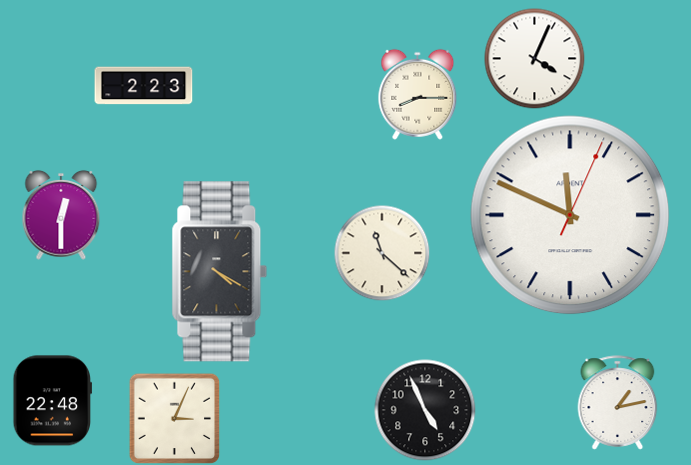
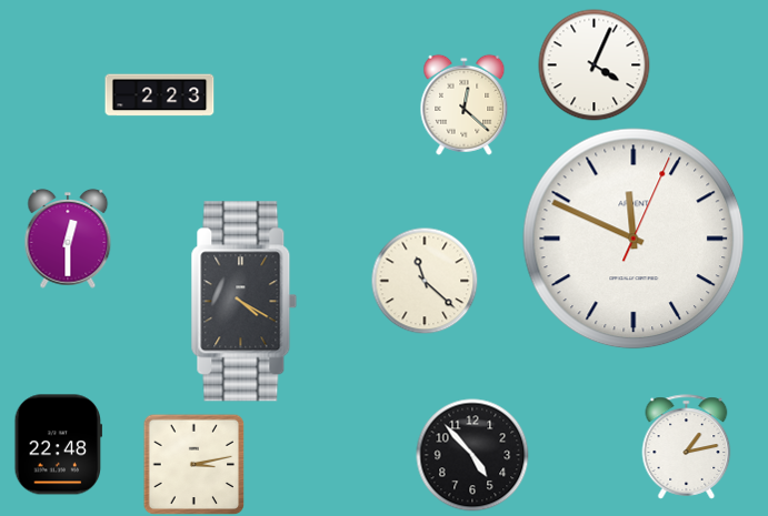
clock at (418, 94): 8:15 -> 12:22
clock at (425, 410): 4:56 -> 4:53
clock at (174, 418): 3:04 -> 3:13
